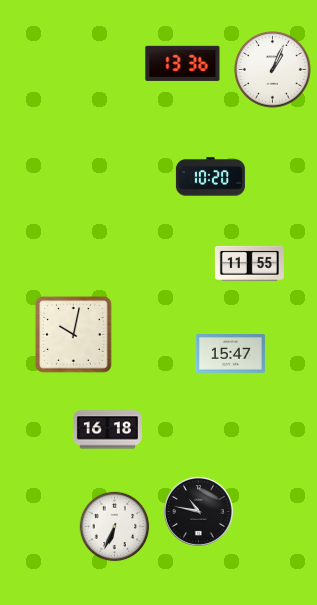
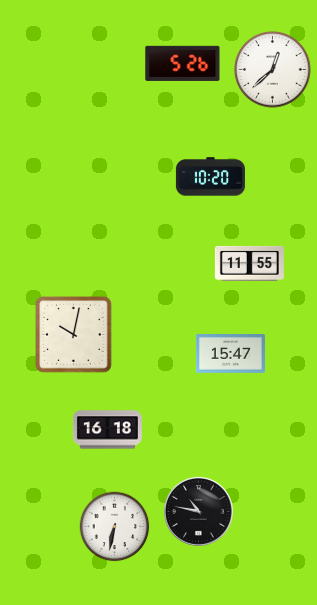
clock at (183, 63): 13:36 -> 5:26
clock at (273, 70): 1:04 -> 12:38
clock at (115, 527): 6:34 -> 6:32
